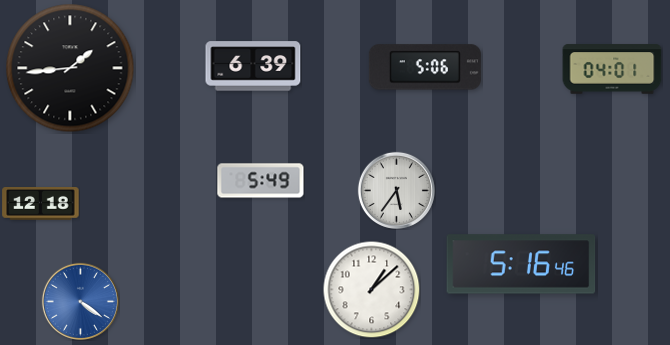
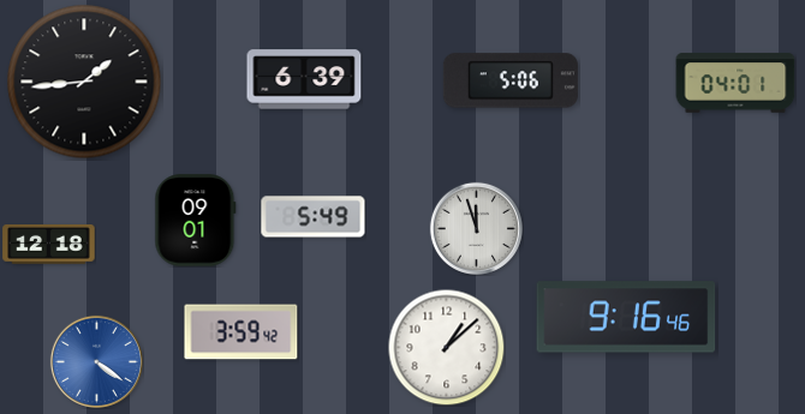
clock at (196, 221): none -> 09:01
clock at (396, 190): 5:36 -> 11:57
clock at (521, 264): 5:16 -> 9:16
clock at (241, 332): none -> 3:59
